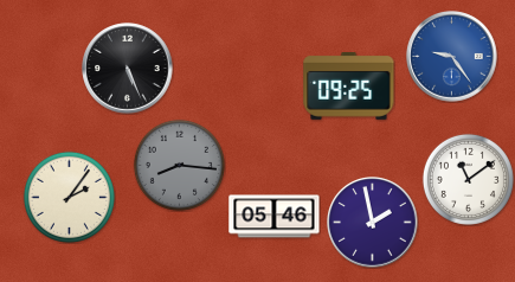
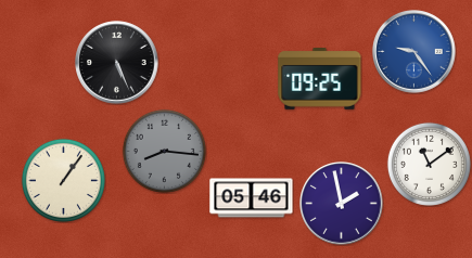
clock at (69, 197): 2:06 -> 1:06
